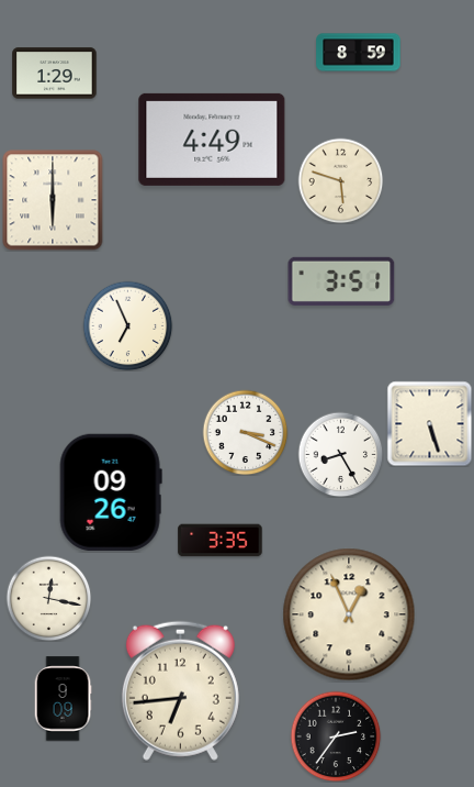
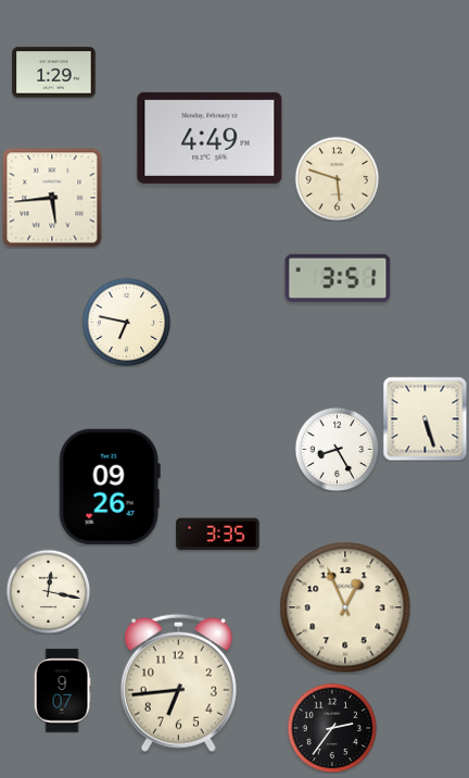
clock at (359, 53): 8:59 -> none
clock at (53, 200): 6:00 -> 5:44
clock at (127, 325): 6:56 -> 6:47
clock at (245, 432): 3:19 -> none
clock at (63, 699): 9:09 -> 9:07
